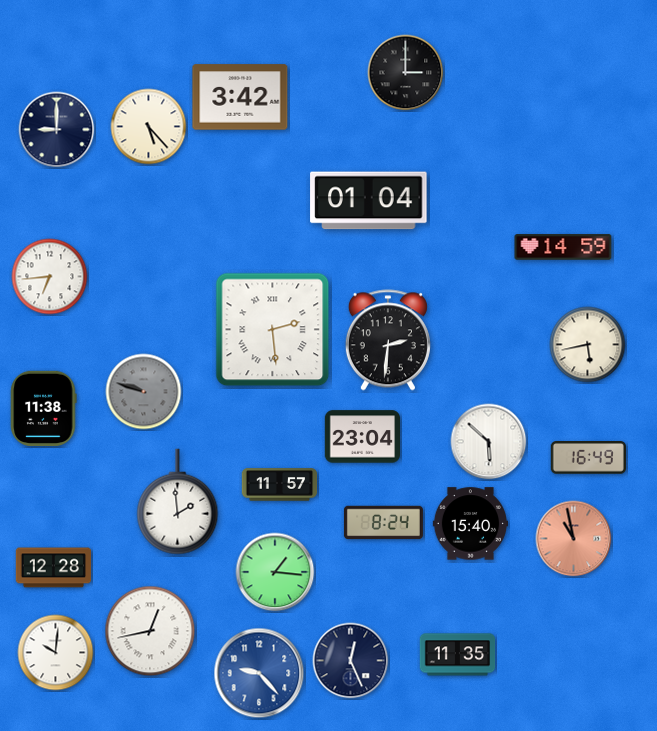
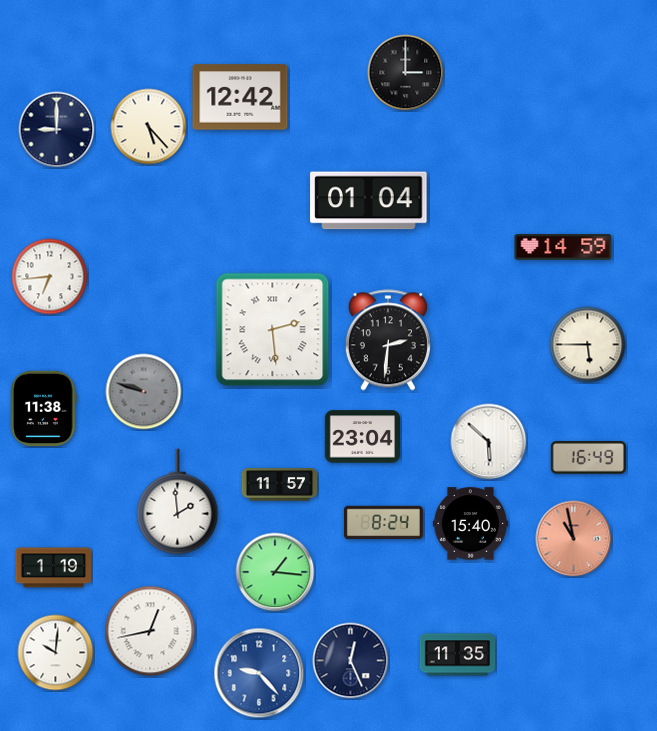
clock at (240, 97): 3:42 -> 12:42
clock at (588, 345): 5:43 -> 5:45
clock at (54, 568): 12:28 -> 1:19
